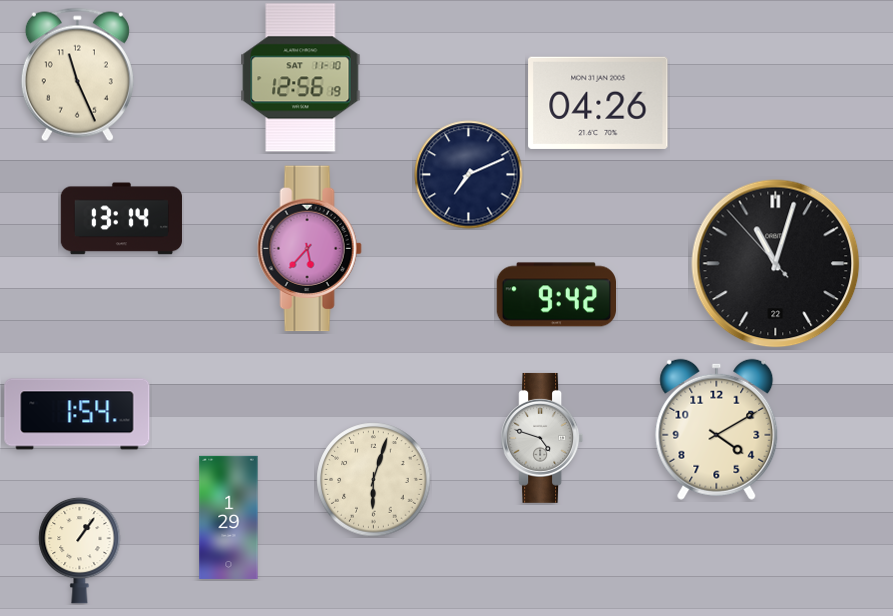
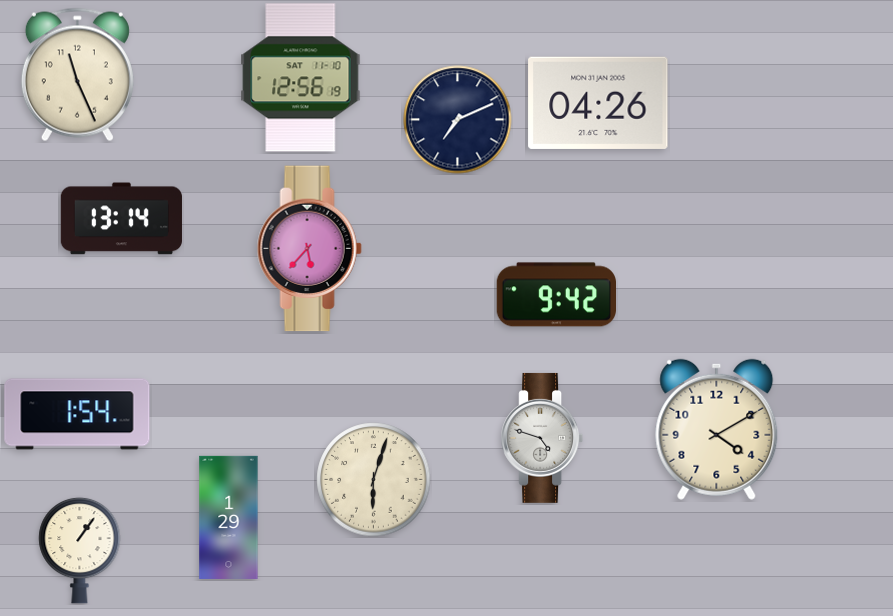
clock at (469, 175) position: (469, 175) -> (458, 120)
clock at (776, 264): 11:02 -> none
